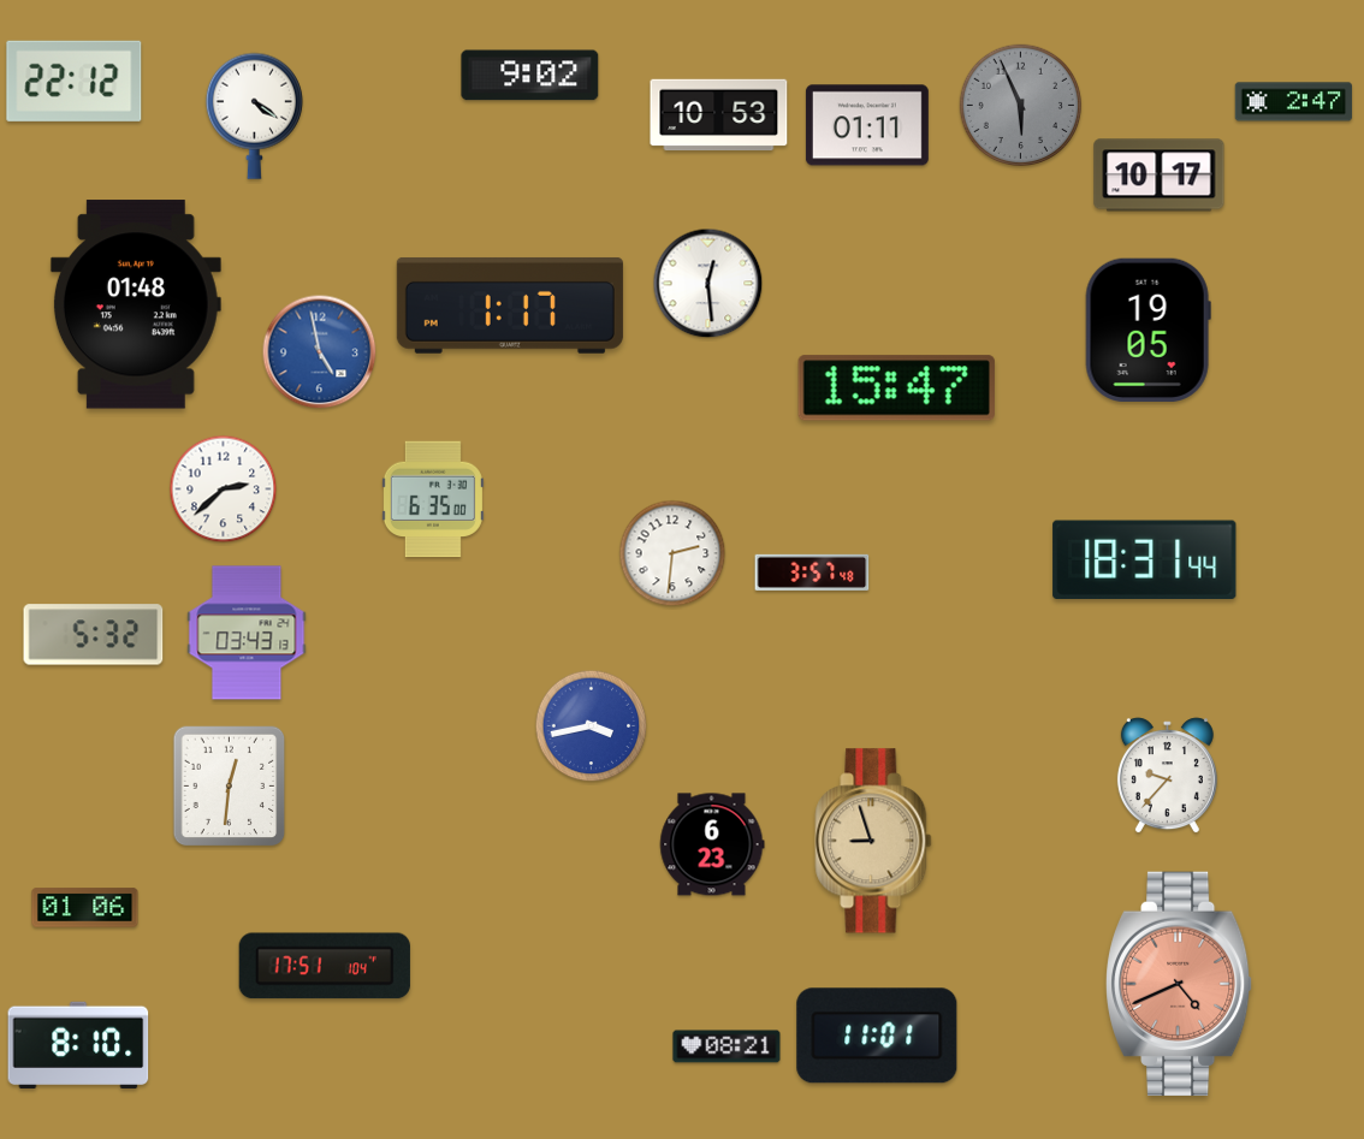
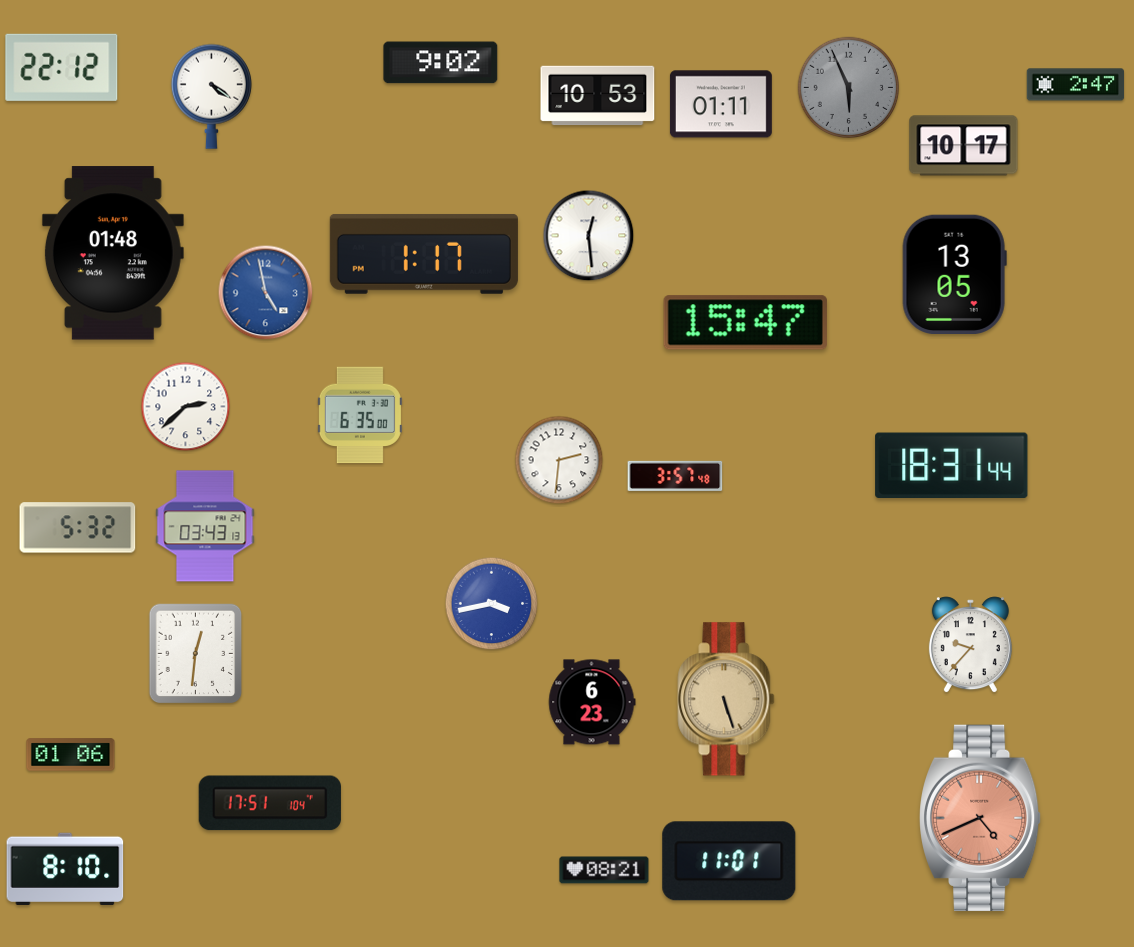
clock at (1147, 330): 19:05 -> 13:05
clock at (230, 787) position: (230, 787) -> (196, 654)
clock at (873, 841): 8:57 -> 5:27
